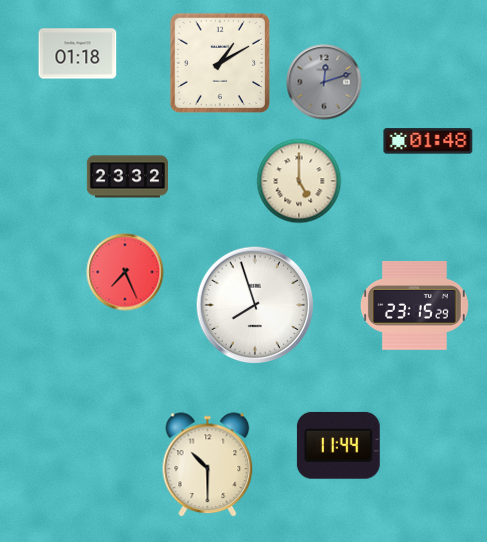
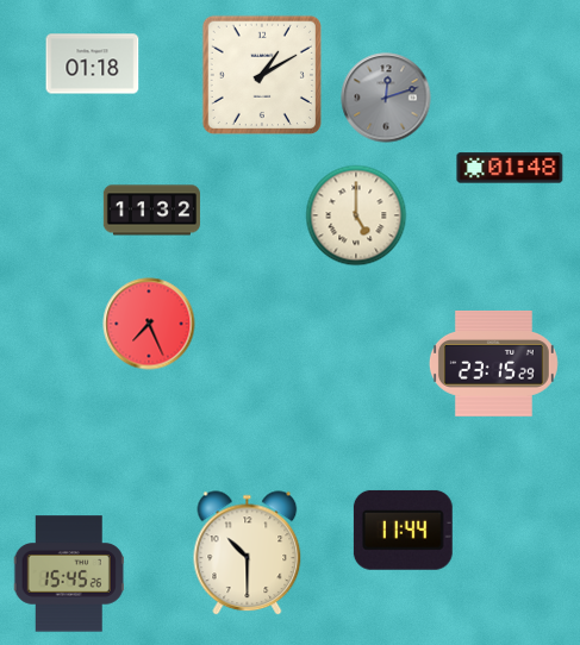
clock at (127, 177): 23:32 -> 11:32
clock at (255, 305): 7:57 -> none
clock at (69, 574): none -> 15:45
